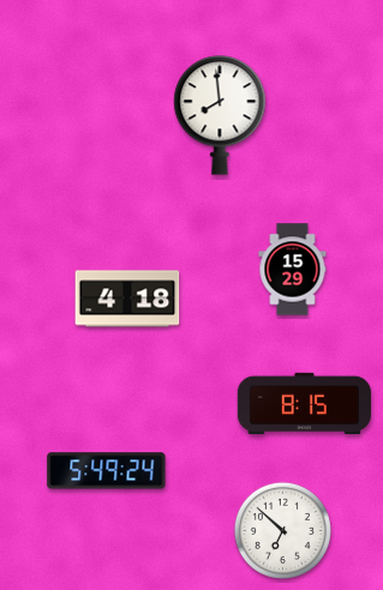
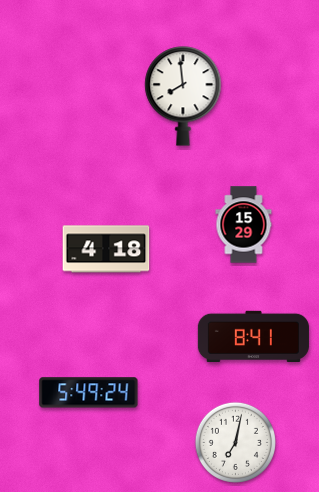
clock at (304, 403): 8:15 -> 8:41
clock at (282, 530): 6:52 -> 7:02
